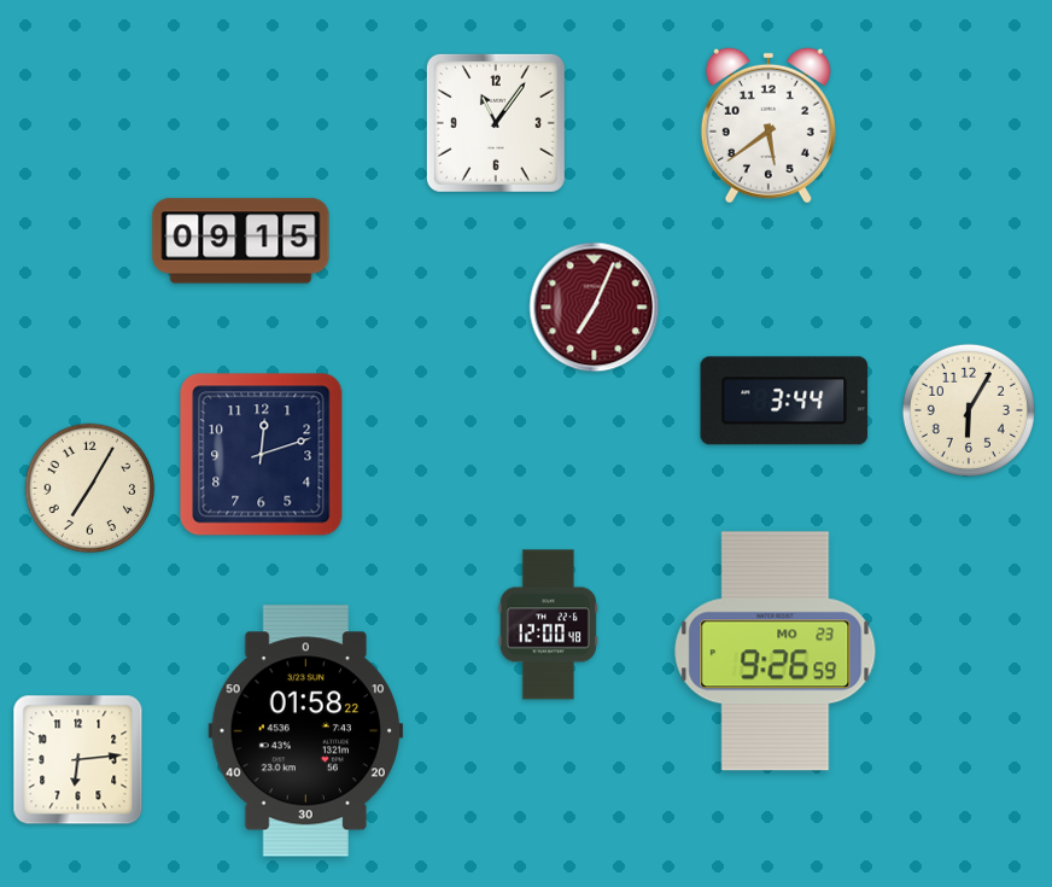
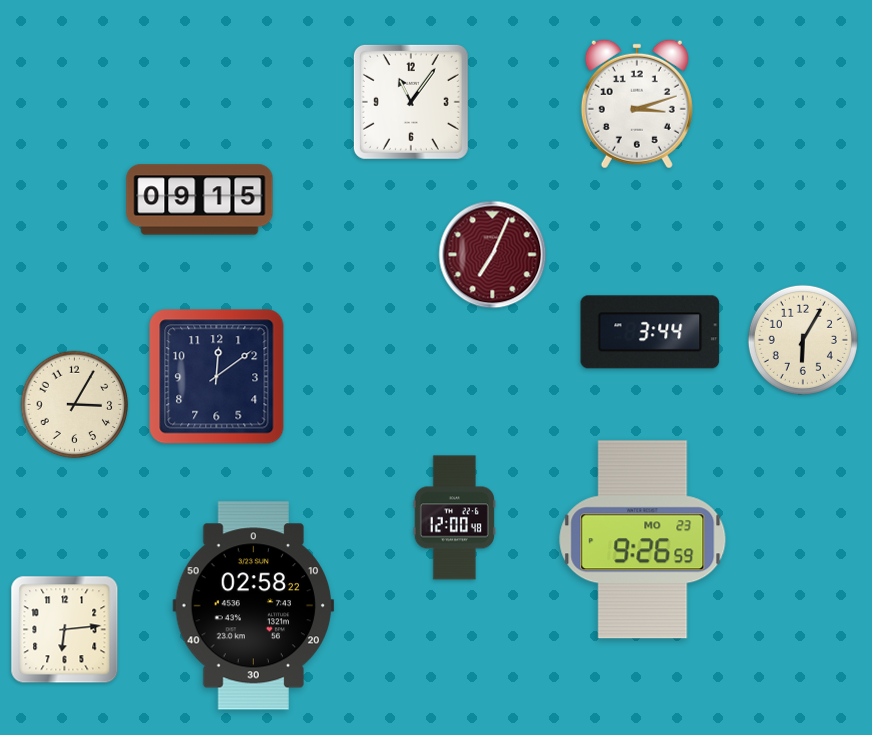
clock at (768, 126): 5:39 -> 3:12
clock at (262, 455): 12:12 -> 12:09
clock at (90, 489): 7:05 -> 3:05
clock at (306, 731): 01:58 -> 02:58
